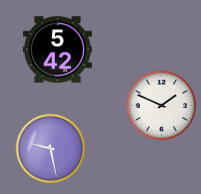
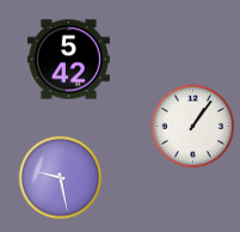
clock at (162, 106): 1:49 -> 1:06
